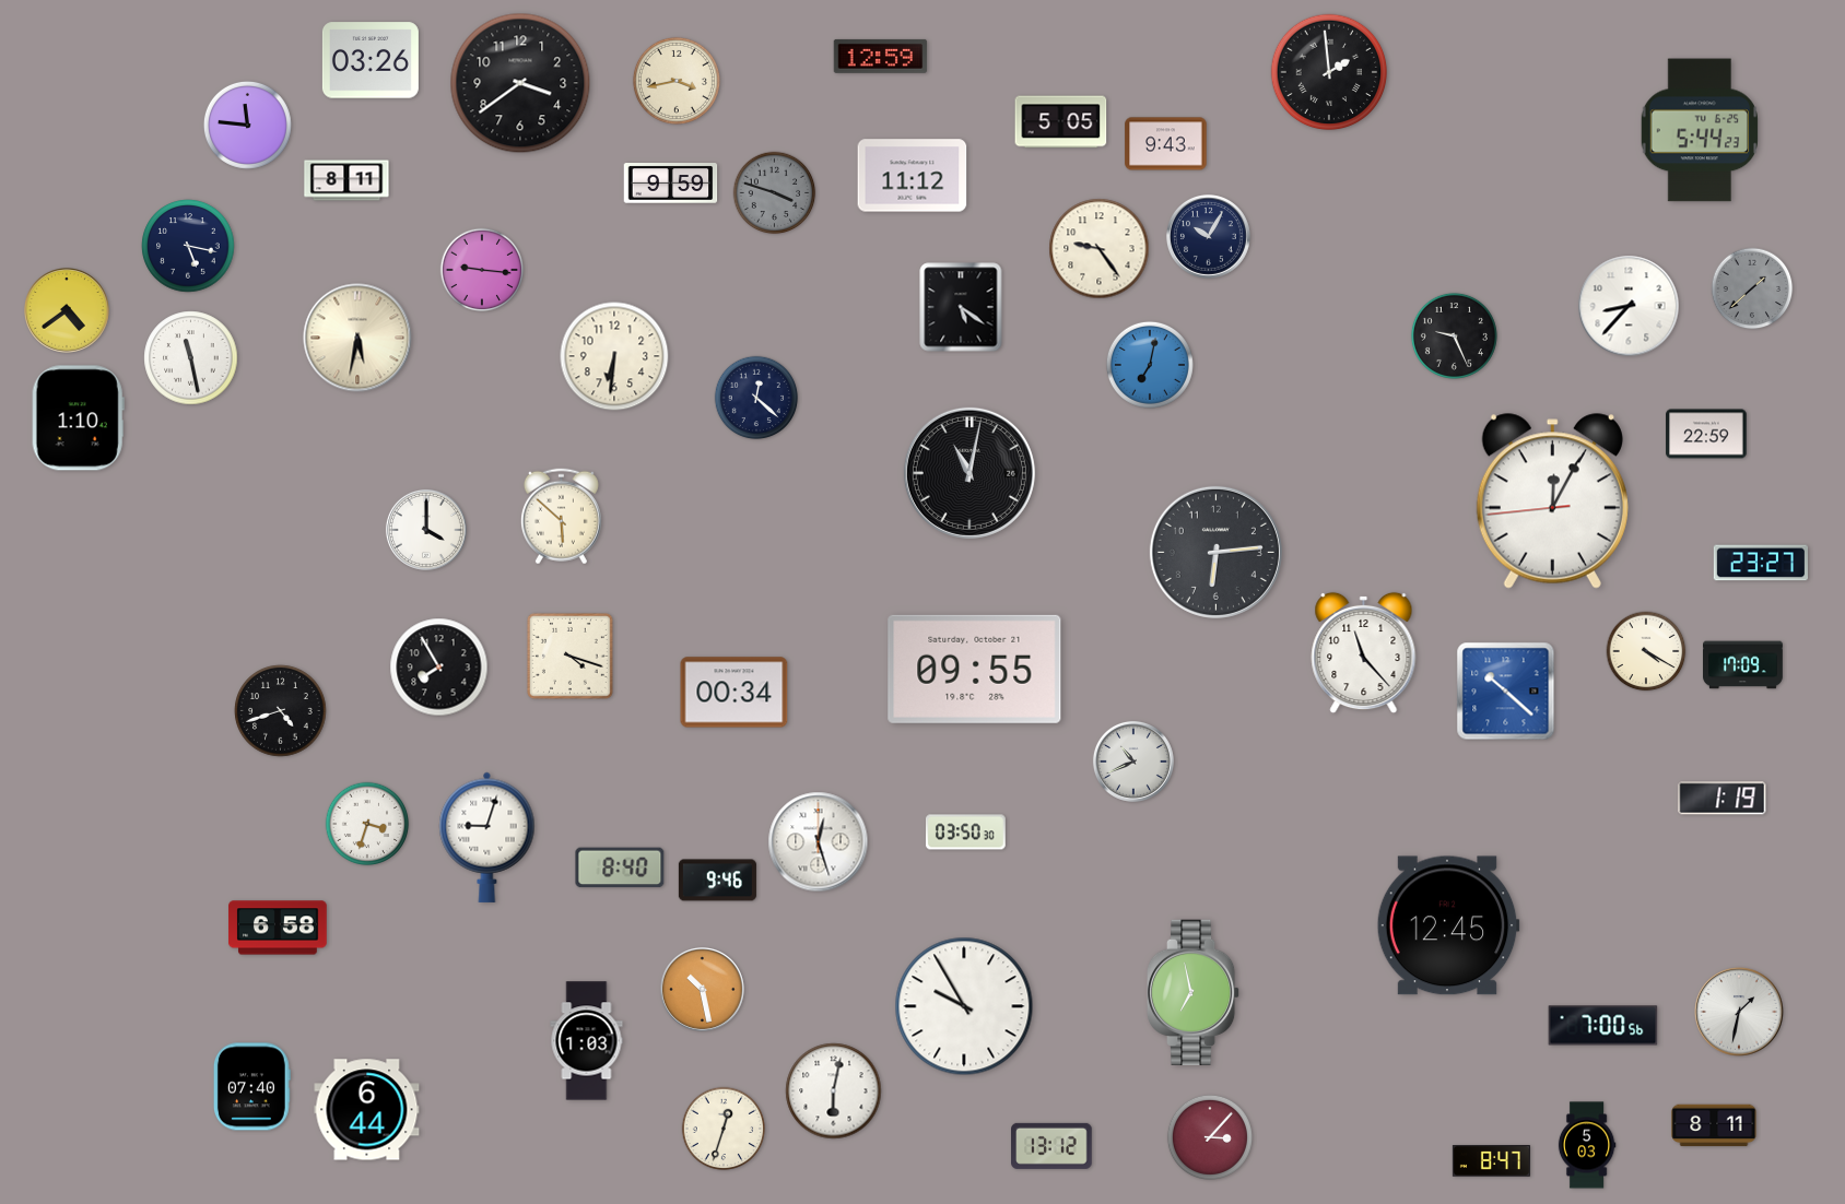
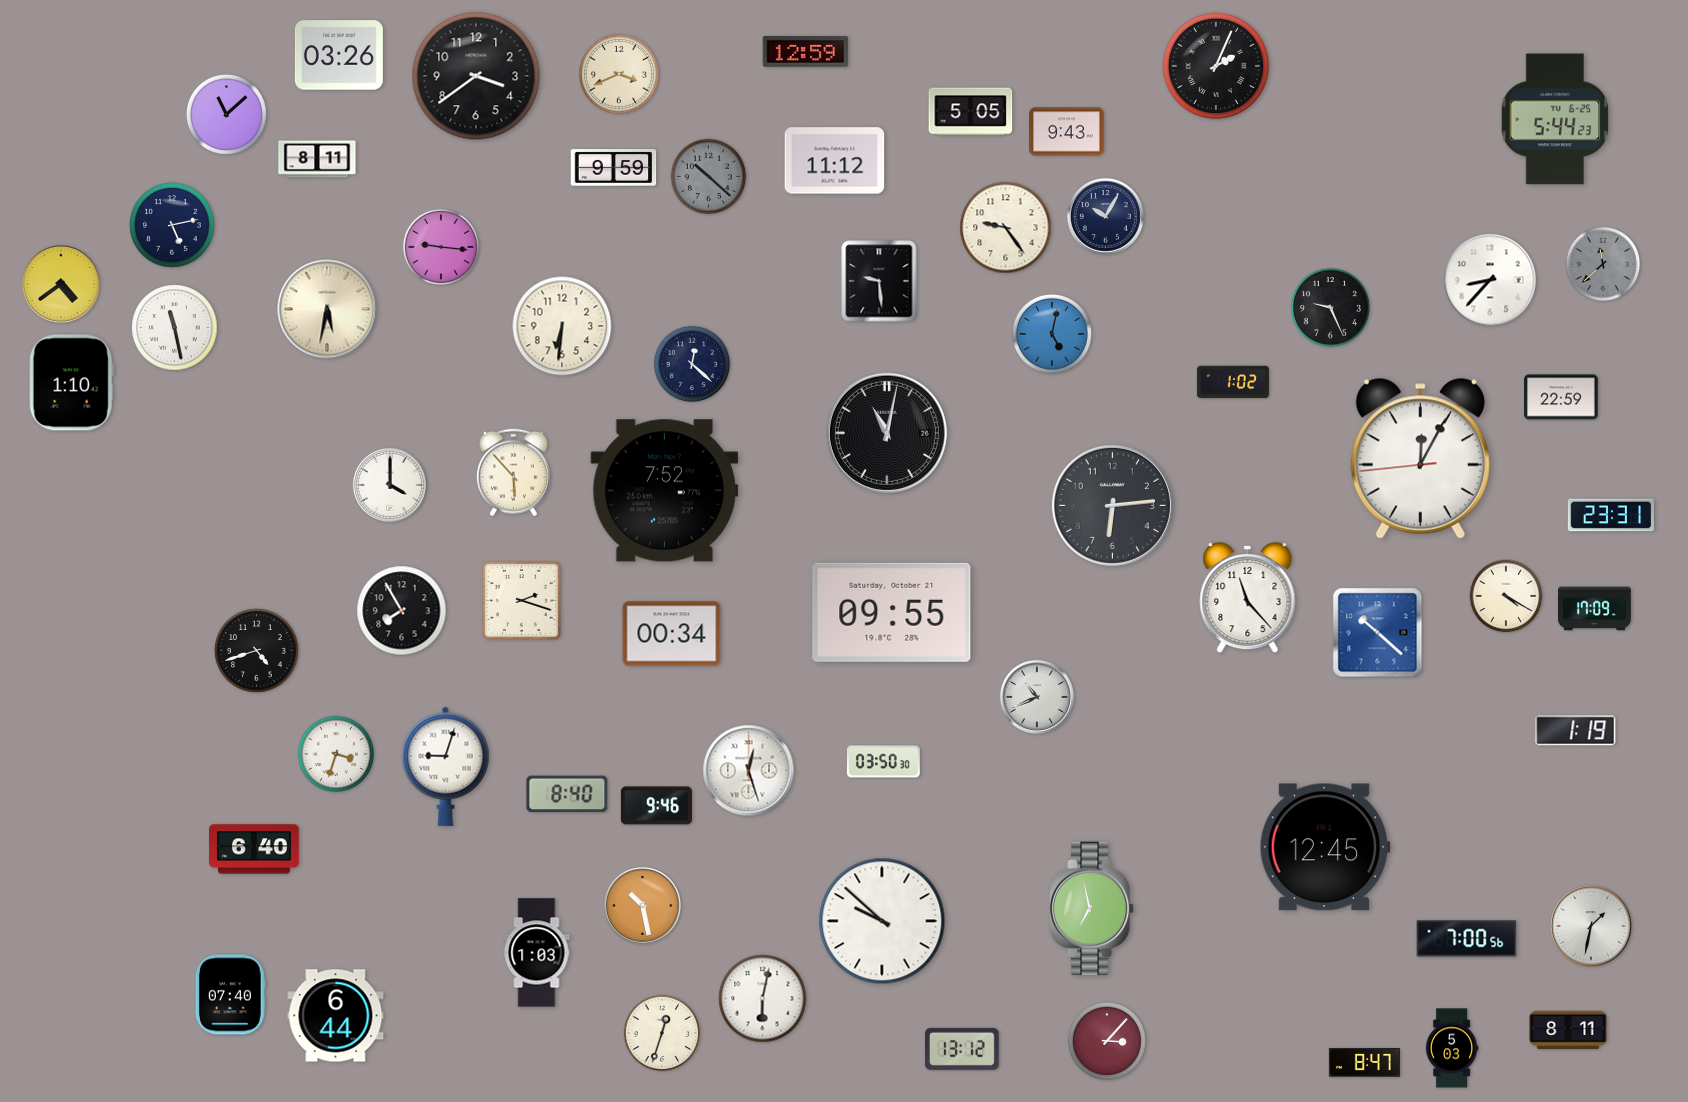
clock at (1329, 72): 1:59 -> 2:04
clock at (677, 81): 3:43 -> 3:41
clock at (247, 125): 11:46 -> 11:08
clock at (346, 180) position: (346, 180) -> (317, 159)
clock at (775, 193): 3:48 -> 10:22
clock at (188, 246): 5:17 -> 5:13
clock at (1752, 288): 1:38 -> 11:38
clock at (961, 307): 5:21 -> 9:29
clock at (1150, 365): 7:02 -> 5:02
clock at (1233, 382): none -> 1:02
clock at (561, 517): 5:52 -> 5:53
clock at (665, 491): none -> 7:52
clock at (1760, 563): 23:27 -> 23:31
clock at (569, 656): 4:18 -> 2:18
clock at (278, 928): 6:58 -> 6:40
clock at (964, 1006): 9:55 -> 9:52
